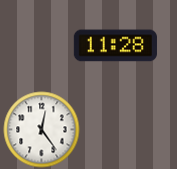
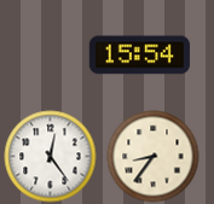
clock at (115, 46): 11:28 -> 15:54
clock at (154, 157): none -> 8:36
